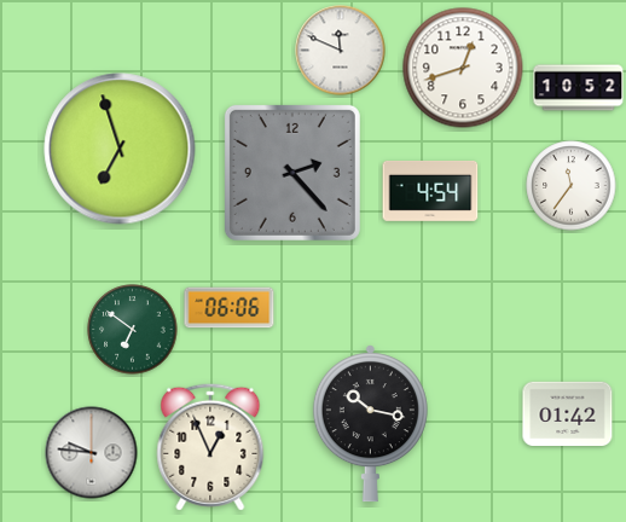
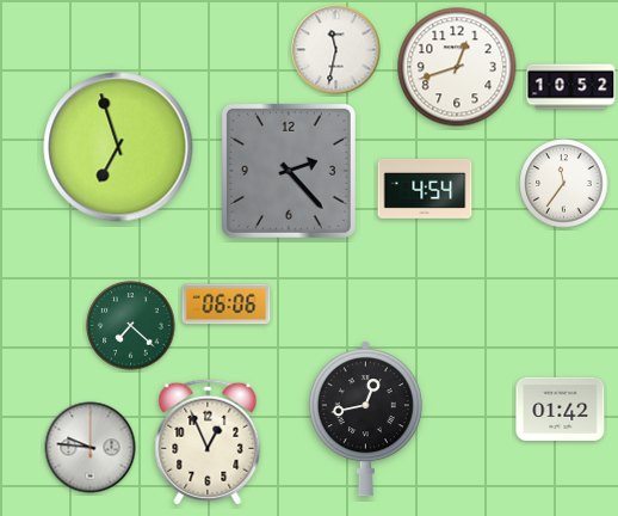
clock at (341, 51): 11:49 -> 11:32
clock at (133, 330): 6:51 -> 7:22
clock at (370, 424): 10:17 -> 12:43
